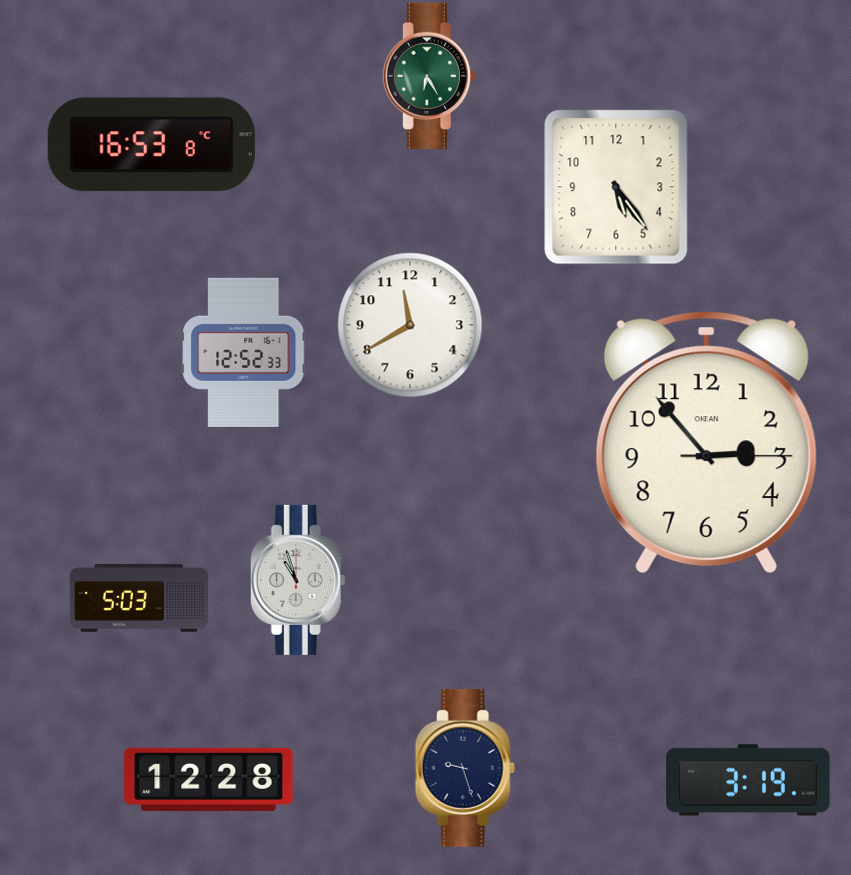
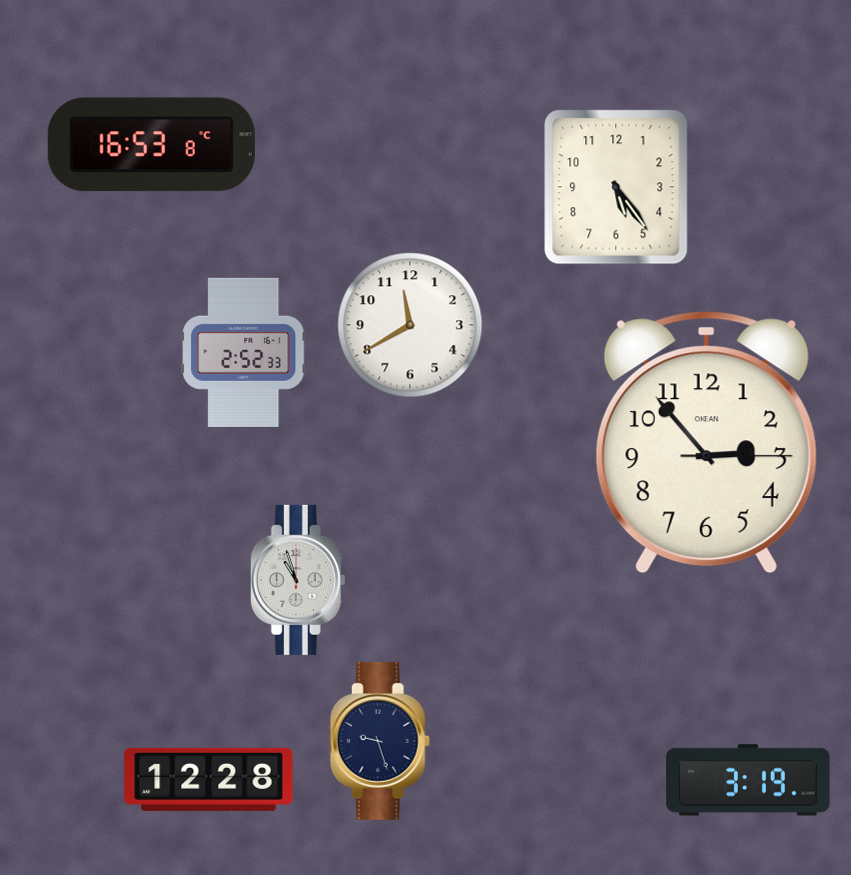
clock at (429, 76): 6:25 -> none
clock at (244, 352): 12:52 -> 2:52
clock at (139, 598): 5:03 -> none
clock at (465, 768) position: (465, 768) -> (380, 741)
